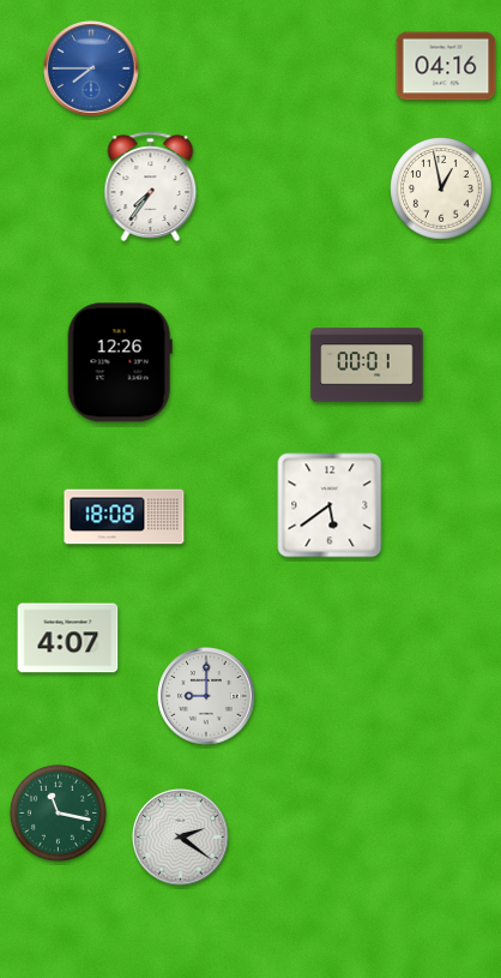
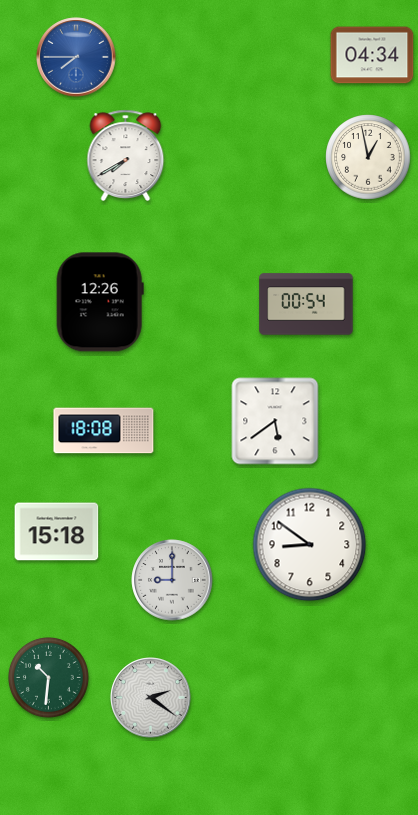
clock at (446, 66): 04:16 -> 04:34
clock at (151, 186): 7:36 -> 7:40
clock at (367, 365): 00:01 -> 00:54
clock at (68, 638): 4:07 -> 15:18
clock at (310, 545): none -> 8:51
clock at (58, 812): 11:17 -> 10:31
